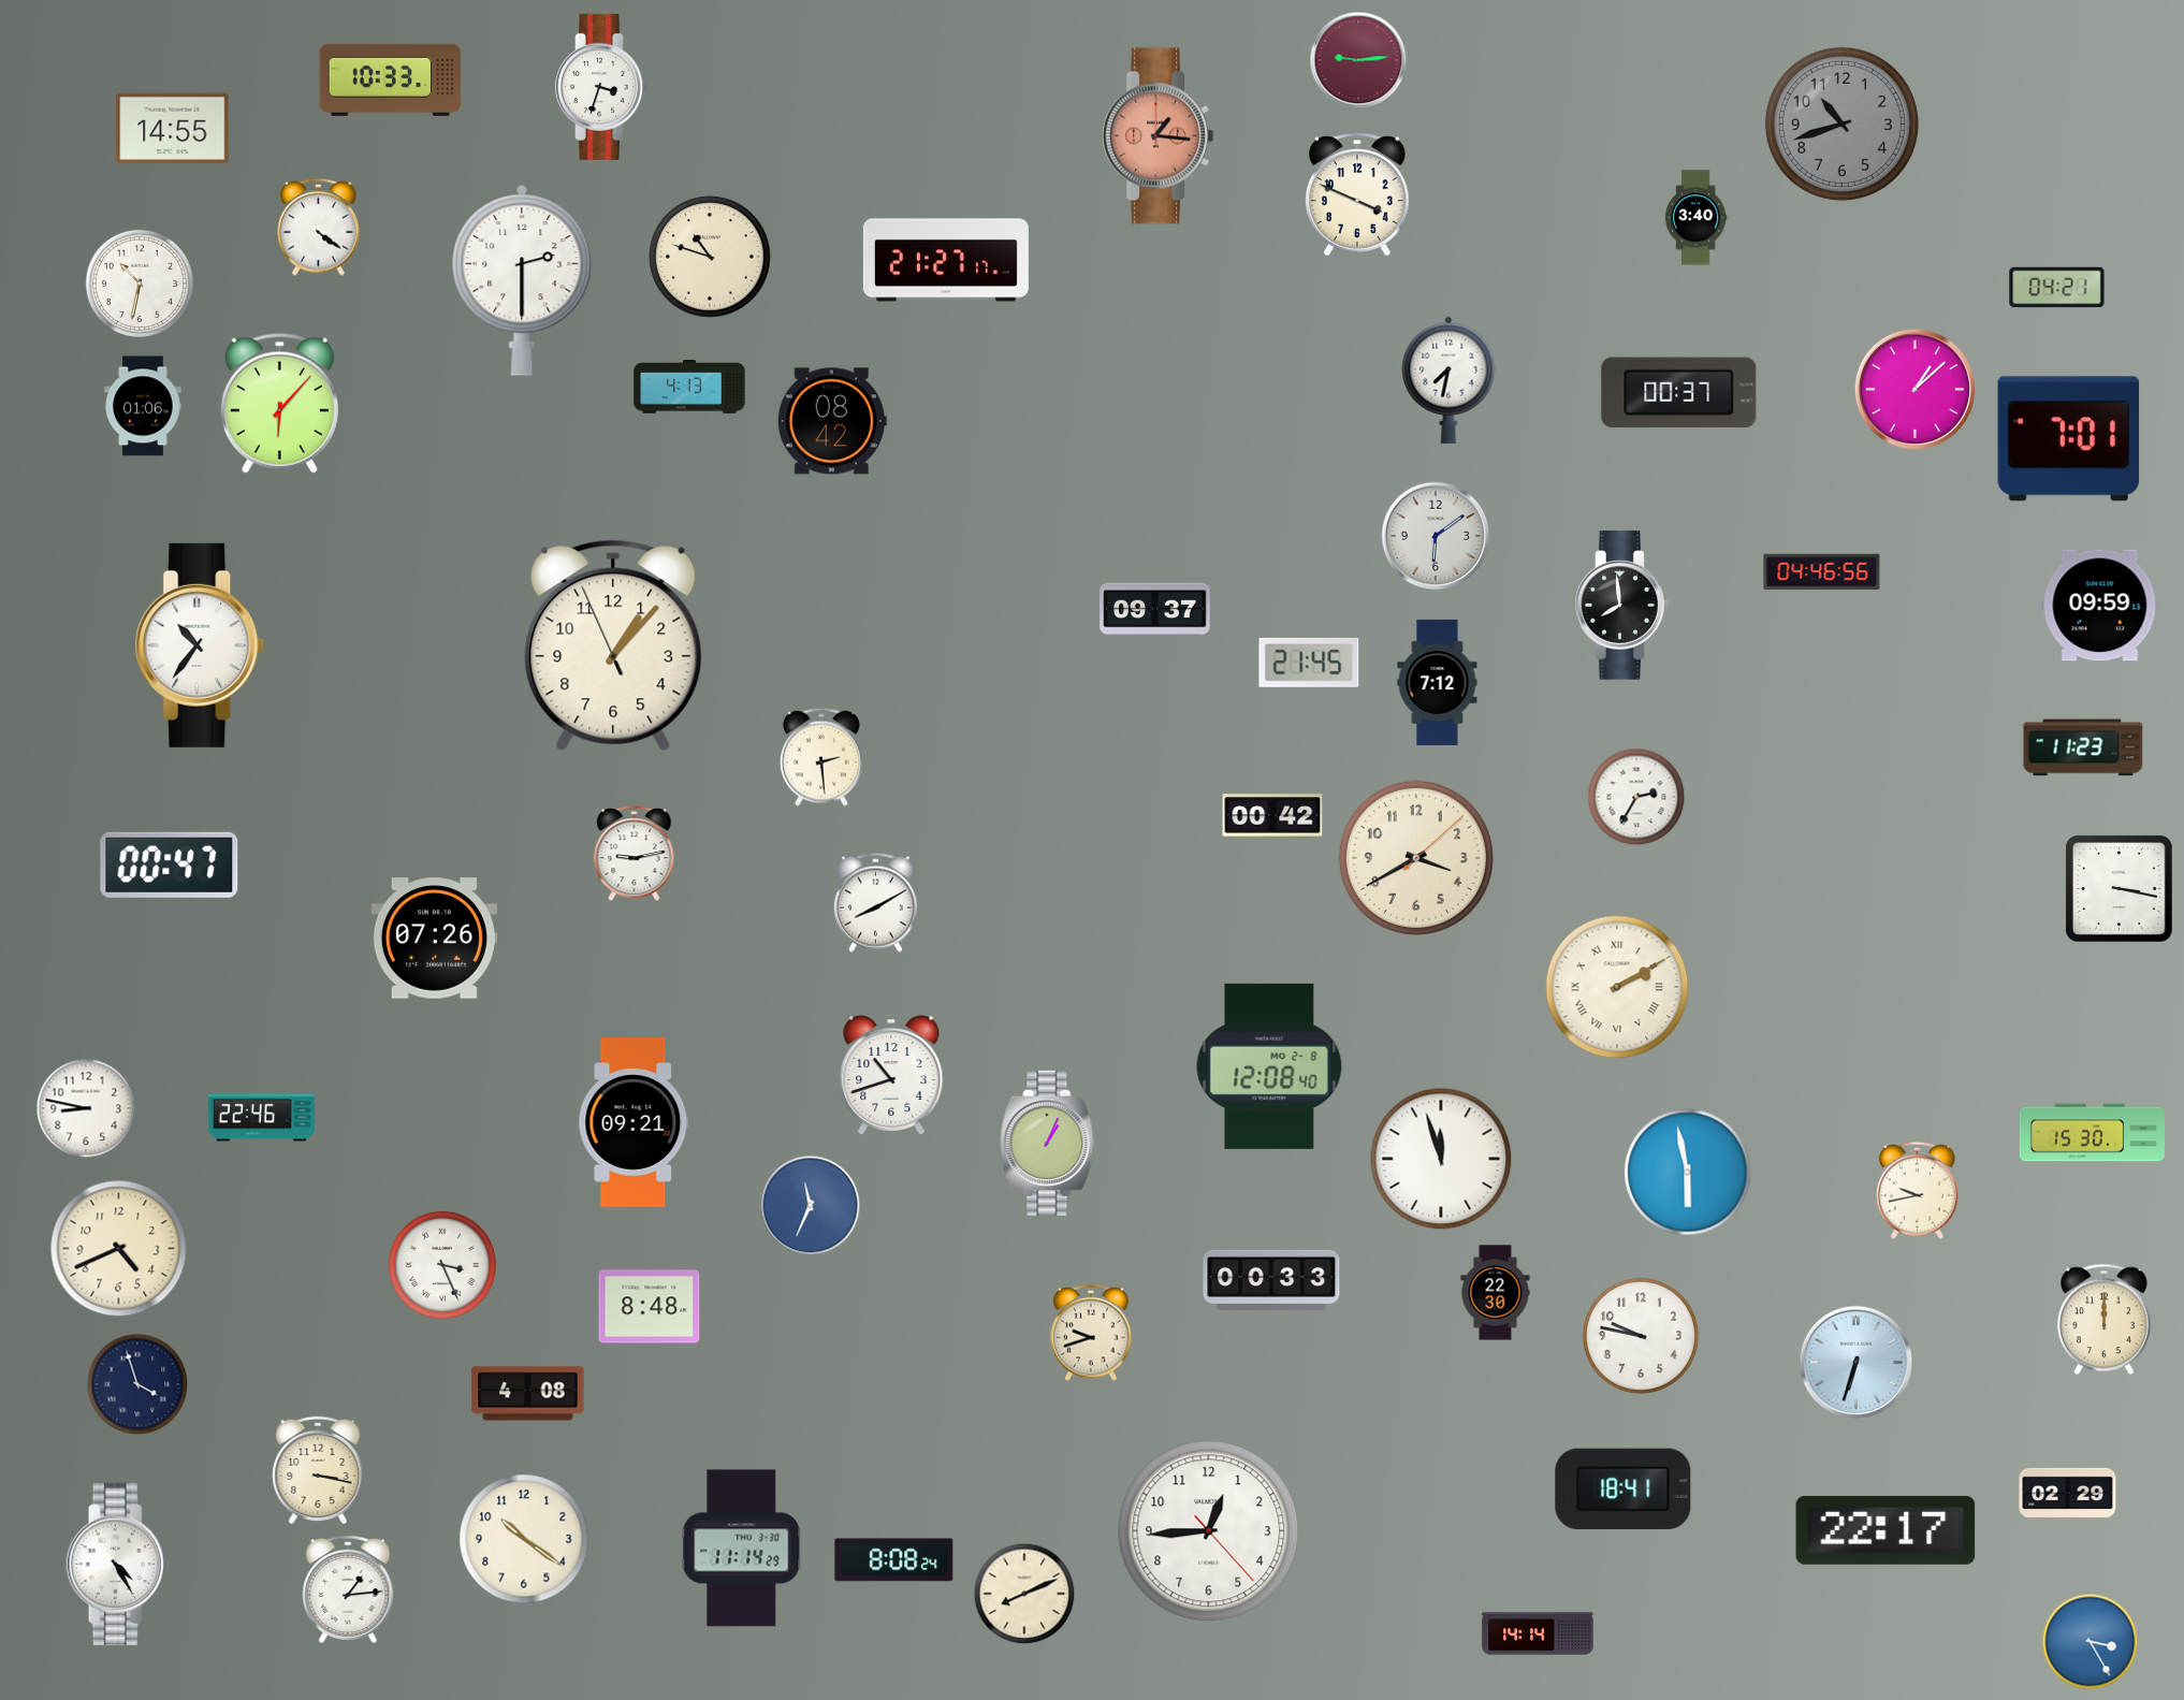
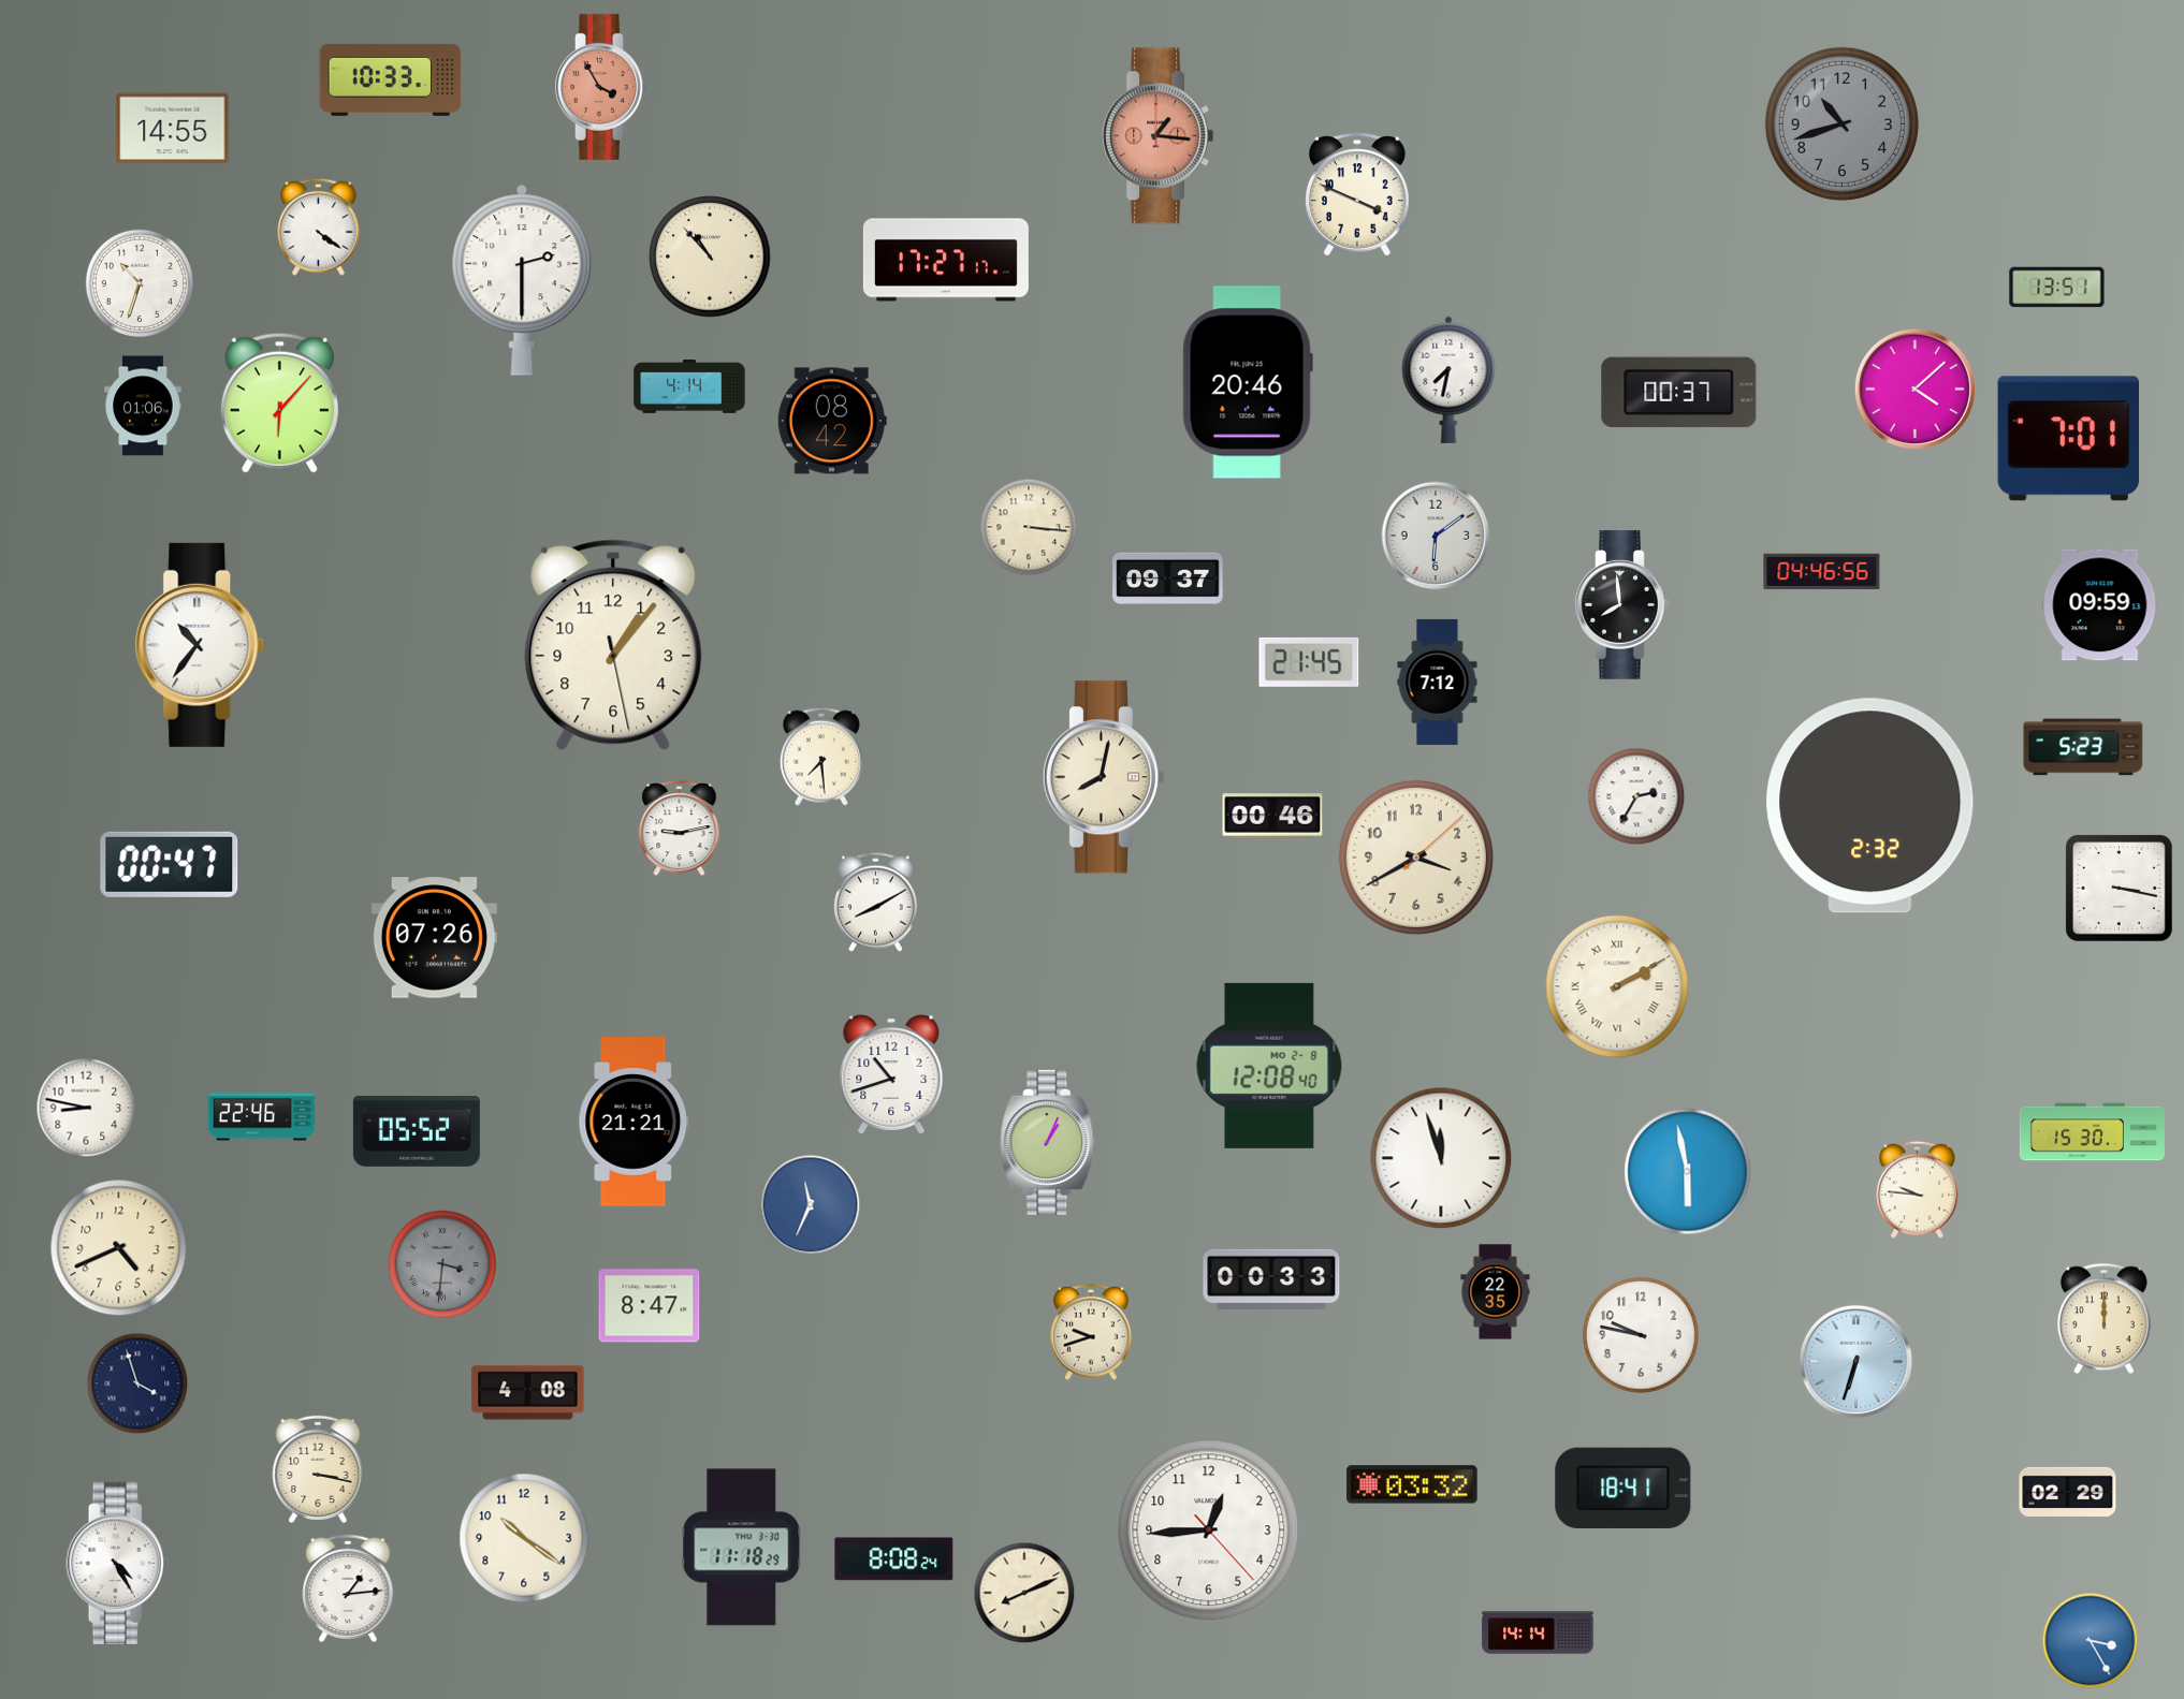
clock at (1358, 60): 9:14 -> none
clock at (601, 87): 3:33 -> 3:55
clock at (601, 87) dial: white -> salmon
clock at (1695, 218): 3:40 -> none
clock at (710, 257): 10:48 -> 10:53
clock at (946, 260): 21:27 -> 17:27
clock at (140, 284): 10:32 -> 10:33
clock at (2057, 288): 04:21 -> 13:51
clock at (1248, 382): none -> 20:46
clock at (689, 388): 4:13 -> 4:14
clock at (1914, 389): 1:08 -> 4:08
clock at (1029, 527): none -> 3:16
clock at (1155, 610) position: (1155, 610) -> (1168, 580)
clock at (613, 645): 1:06:56 -> 1:06:28
clock at (2083, 747): 11:23 -> 5:23
clock at (821, 757): 2:29 -> 7:29
clock at (1104, 777): none -> 8:02
clock at (1870, 806): none -> 2:32
clock at (1272, 816): 00:42 -> 00:46
clock at (635, 854) position: (635, 854) -> (680, 829)
clock at (634, 1122): 09:21 -> 21:21
clock at (417, 1132): none -> 05:52
clock at (1918, 1190): 9:43 -> 9:46
clock at (442, 1265): 3:26 -> 3:31
clock at (442, 1265) dial: white -> grey
clock at (1496, 1293): 22:30 -> 22:35
clock at (650, 1307): 8:48 -> 8:47
clock at (1412, 1484): none -> 03:32
clock at (1885, 1530): 22:17 -> none
clock at (742, 1549): 11:14 -> 11:18
